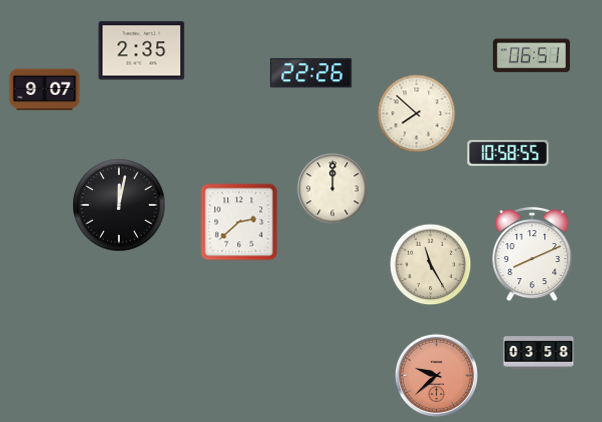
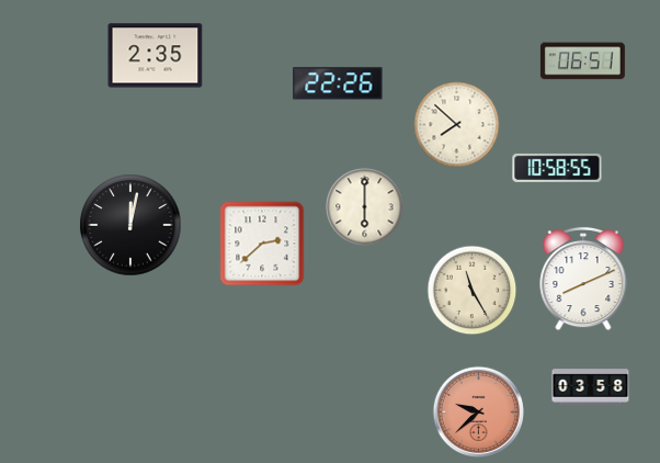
clock at (311, 73) position: (311, 73) -> (338, 83)
clock at (45, 90): 9:07 -> none
clock at (333, 189): 12:00 -> 6:00
